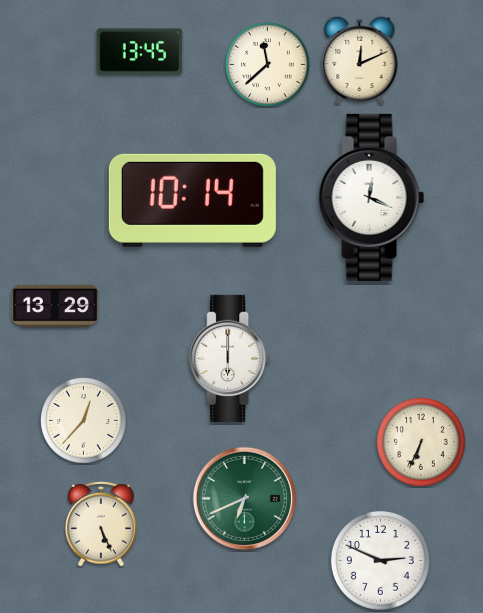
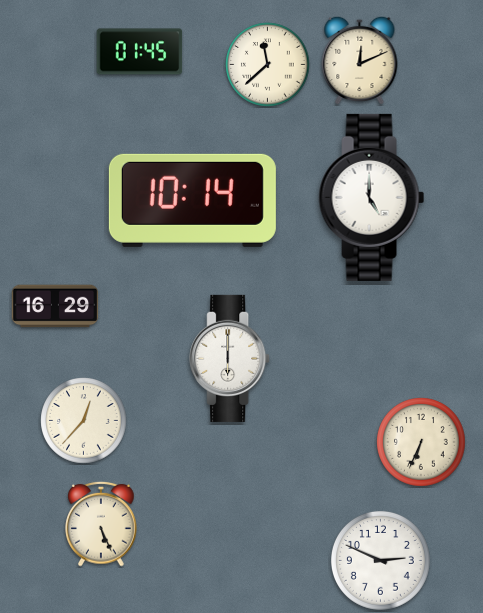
clock at (140, 52): 13:45 -> 01:45
clock at (372, 197): 12:19 -> 5:00
clock at (55, 306): 13:29 -> 16:29
clock at (244, 498): 6:41 -> none
